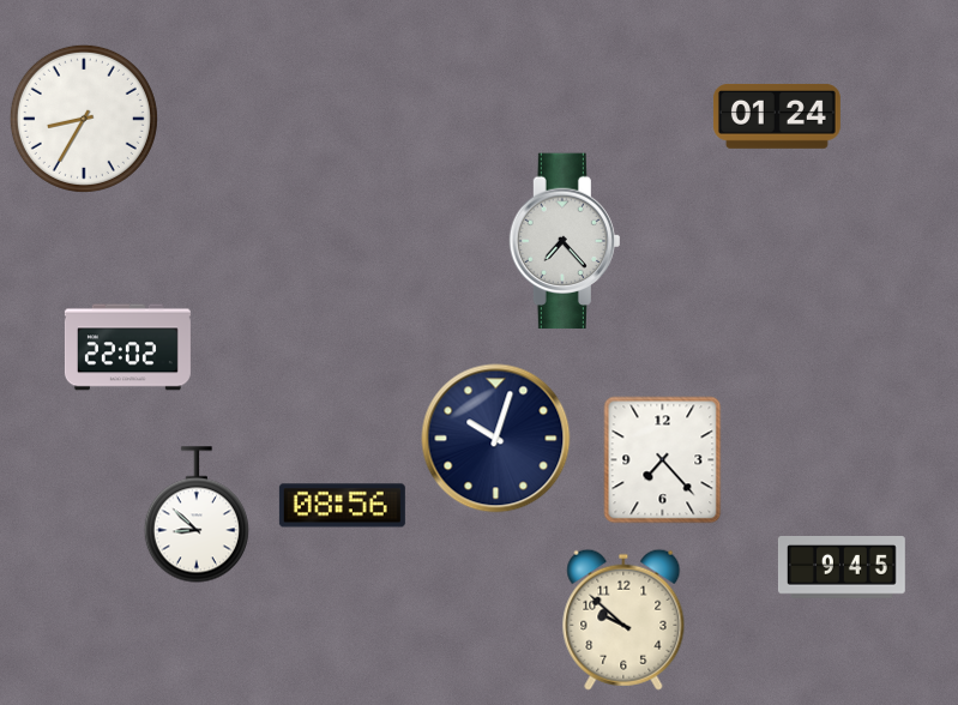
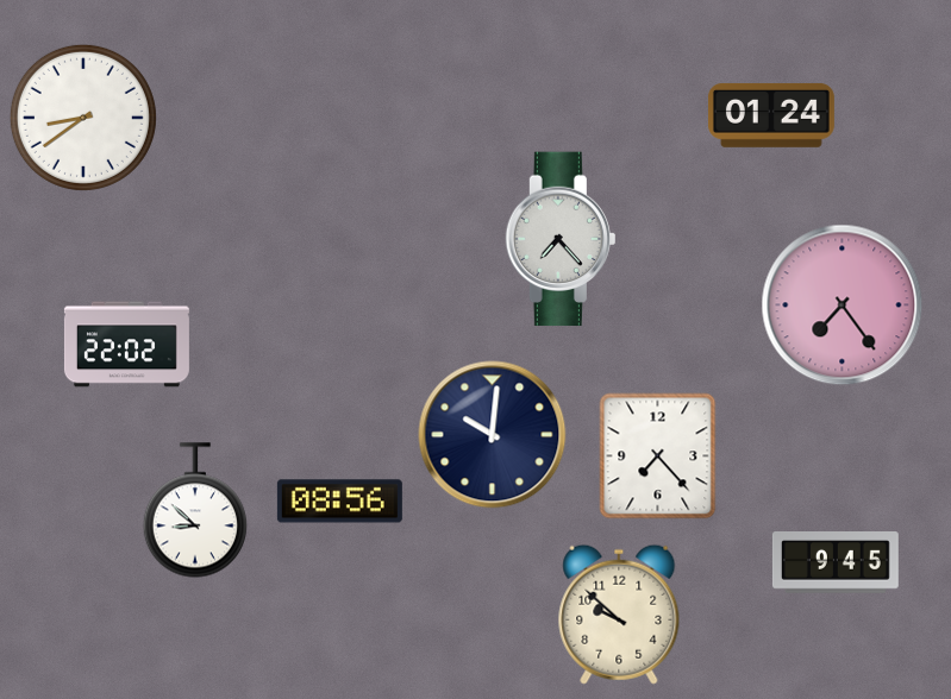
clock at (84, 119): 8:35 -> 8:39
clock at (843, 306): none -> 7:24
clock at (496, 439): 10:03 -> 10:01
